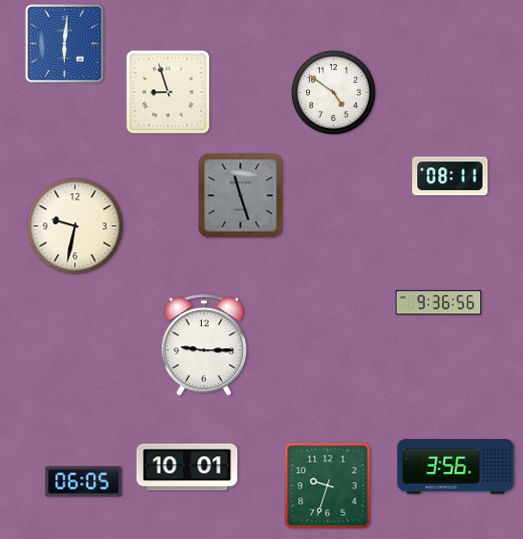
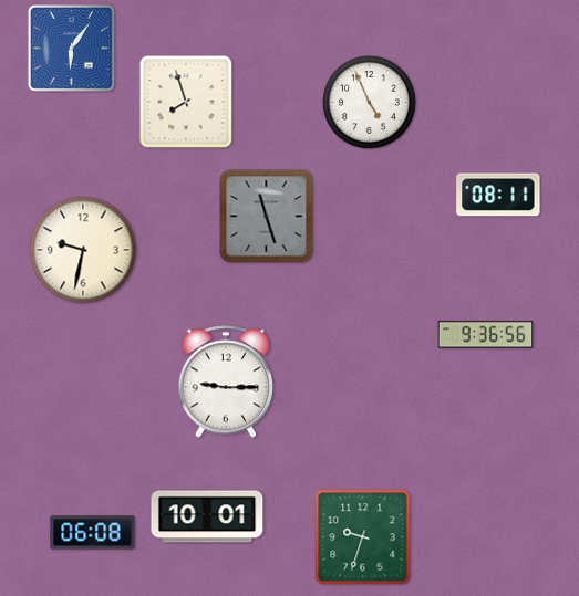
clock at (64, 43): 6:01 -> 6:06
clock at (168, 92): 8:57 -> 7:57
clock at (334, 93): 4:51 -> 4:56
clock at (456, 467): 3:56 -> none
clock at (84, 482): 06:05 -> 06:08
